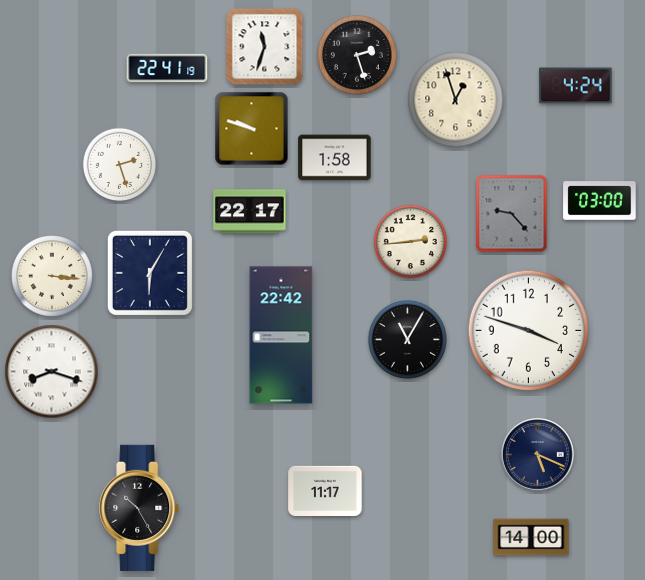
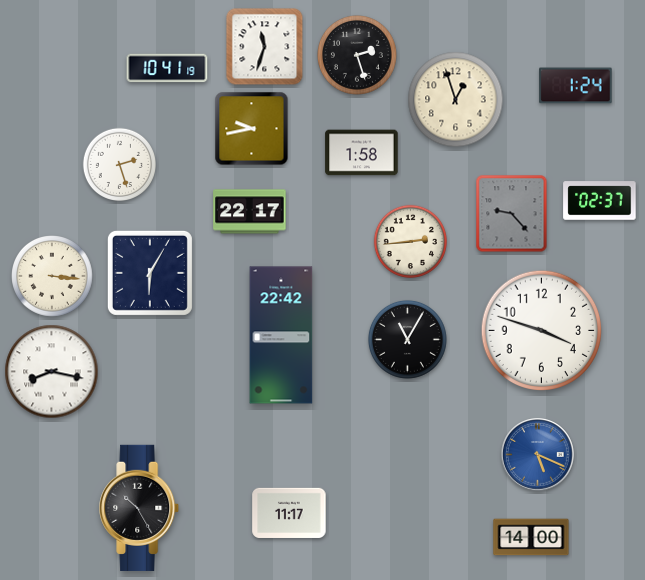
clock at (167, 68): 22:41 -> 10:41
clock at (576, 86): 4:24 -> 1:24
clock at (252, 129): 9:48 -> 9:43
clock at (335, 158) position: (335, 158) -> (362, 153)
clock at (600, 201): 03:00 -> 02:37
clock at (528, 330) position: (528, 330) -> (541, 330)
clock at (52, 372): 8:18 -> 8:17
clock at (538, 455) dial: navy -> blue
clock at (325, 491) position: (325, 491) -> (289, 513)
